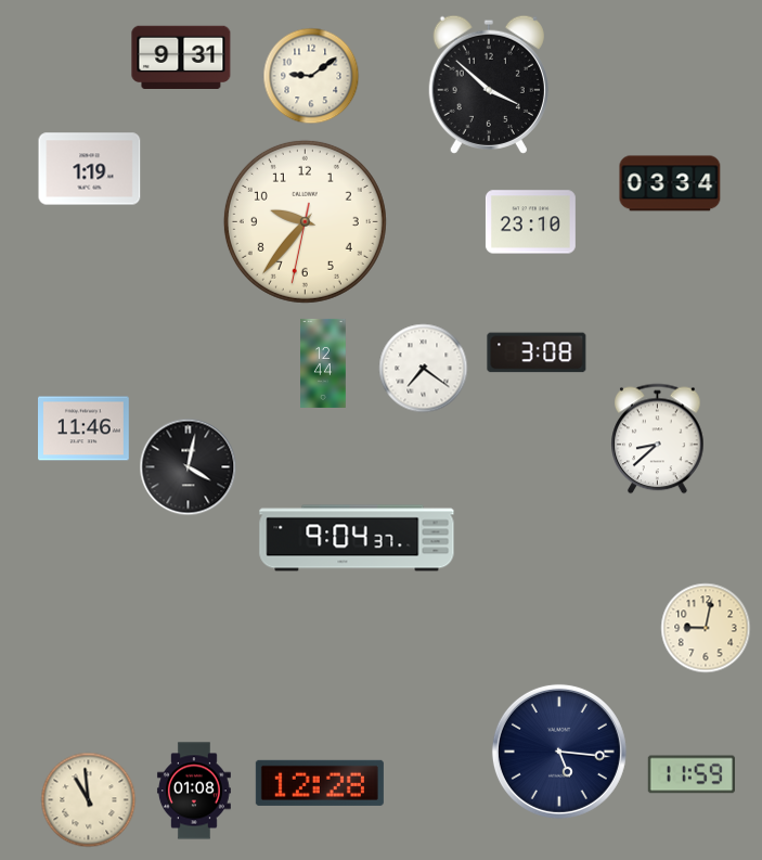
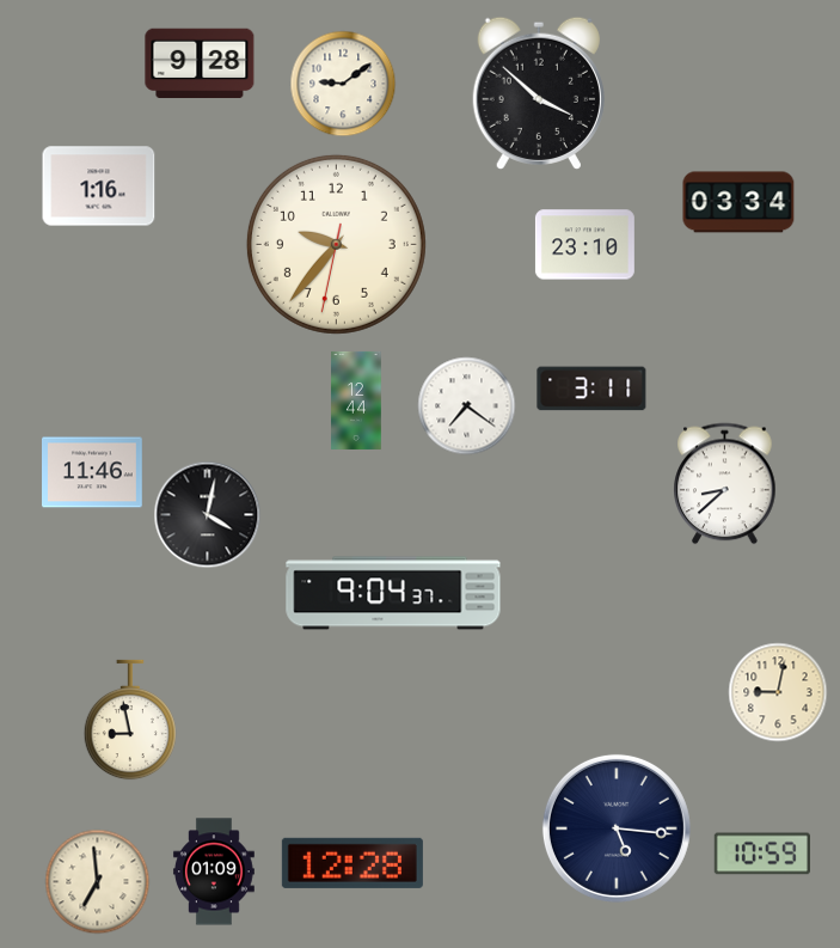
clock at (181, 57): 9:31 -> 9:28
clock at (90, 169): 1:19 -> 1:16
clock at (537, 352): 3:08 -> 3:11
clock at (129, 720): none -> 8:58
clock at (692, 774): 11:59 -> 10:59
clock at (194, 791): 01:08 -> 01:09
clock at (89, 800): 10:59 -> 6:59
